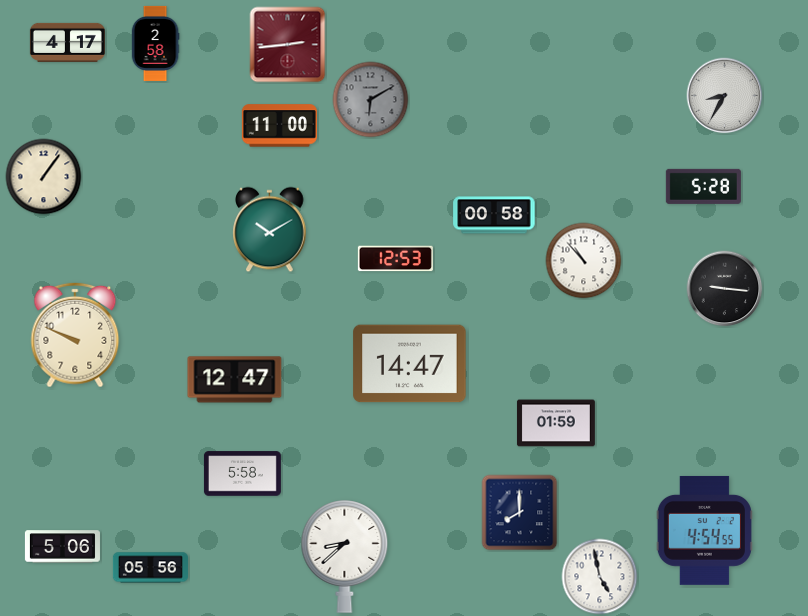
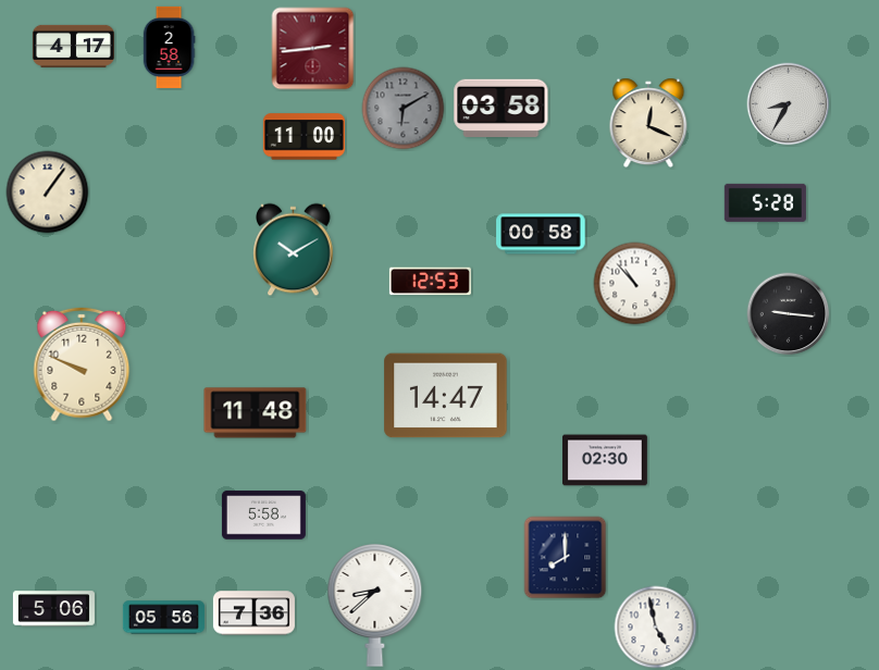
clock at (502, 109): none -> 03:58
clock at (648, 123): none -> 12:19
clock at (494, 215) position: (494, 215) -> (541, 234)
clock at (235, 380): 12:47 -> 11:48
clock at (556, 423): 01:59 -> 02:30
clock at (704, 530): 4:54 -> none
clock at (62, 547) position: (62, 547) -> (53, 609)
clock at (253, 613): none -> 7:36
clock at (600, 577) position: (600, 577) -> (656, 628)
